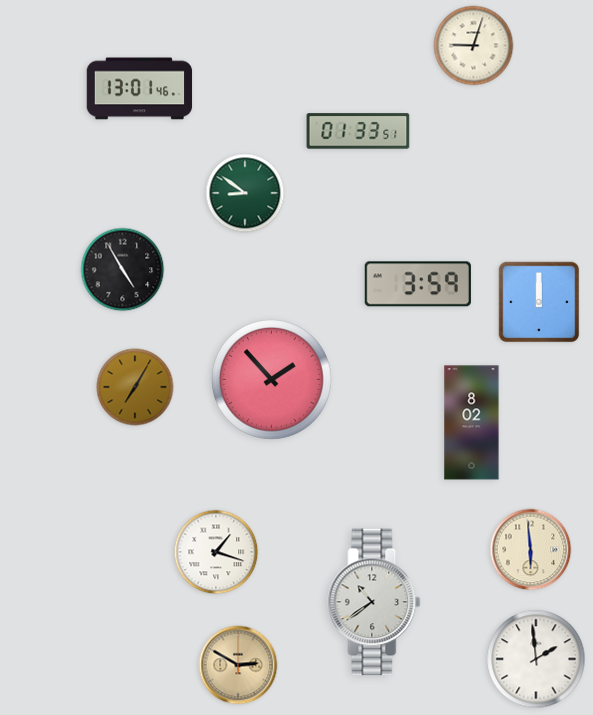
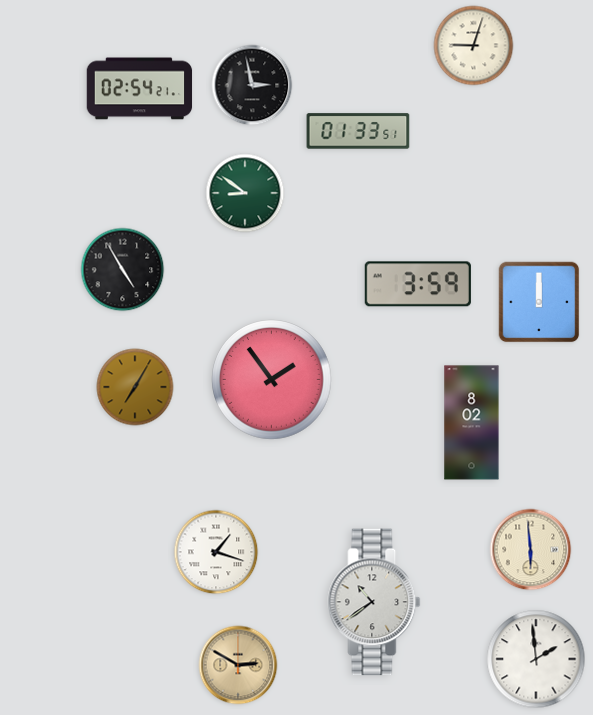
clock at (252, 85): none -> 2:58
clock at (140, 89): 13:01 -> 02:54
clock at (272, 380): 1:53 -> 1:54
